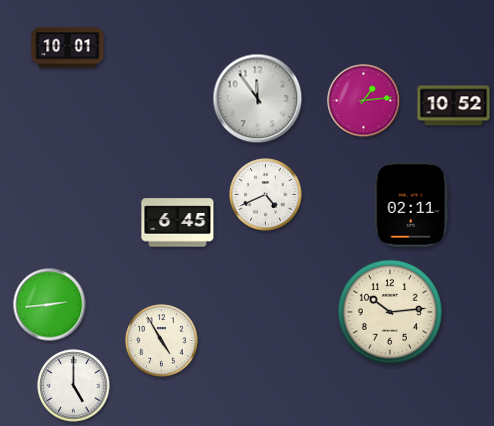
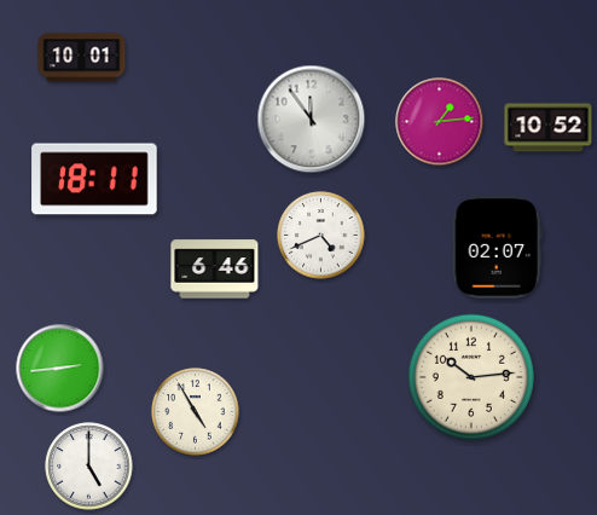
clock at (94, 179): none -> 18:11
clock at (411, 205): 02:11 -> 02:07
clock at (178, 223): 6:45 -> 6:46
